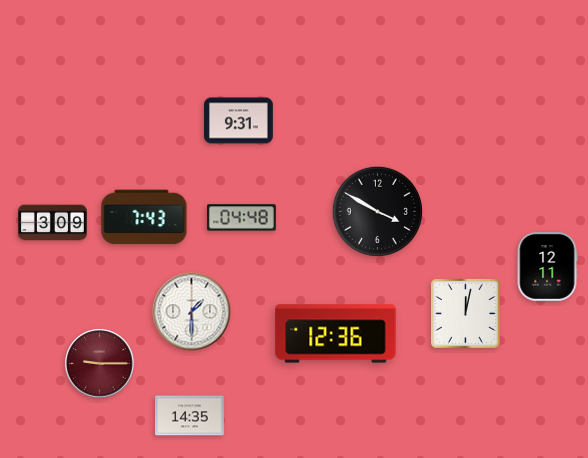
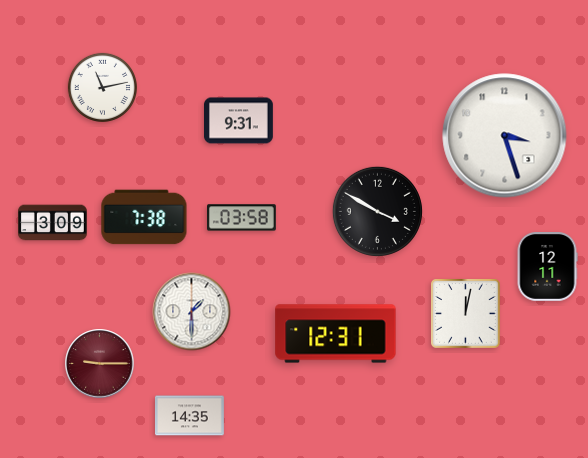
clock at (102, 87): none -> 11:13
clock at (505, 136): none -> 3:27
clock at (144, 217): 7:43 -> 7:38
clock at (242, 218): 04:48 -> 03:58
clock at (336, 334): 12:36 -> 12:31
